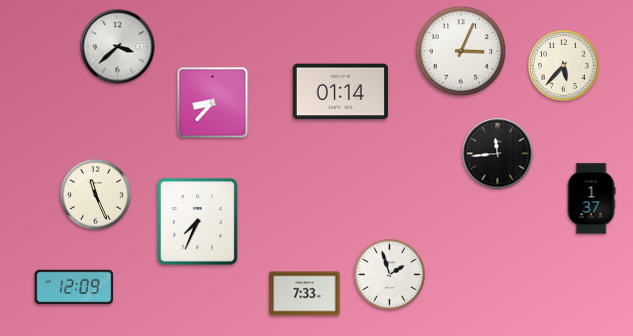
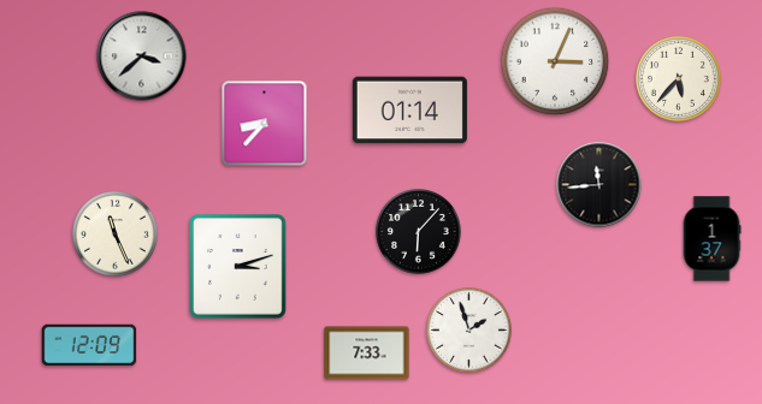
clock at (213, 103) position: (213, 103) -> (265, 124)
clock at (419, 232): none -> 6:07
clock at (198, 222): 7:34 -> 3:12
